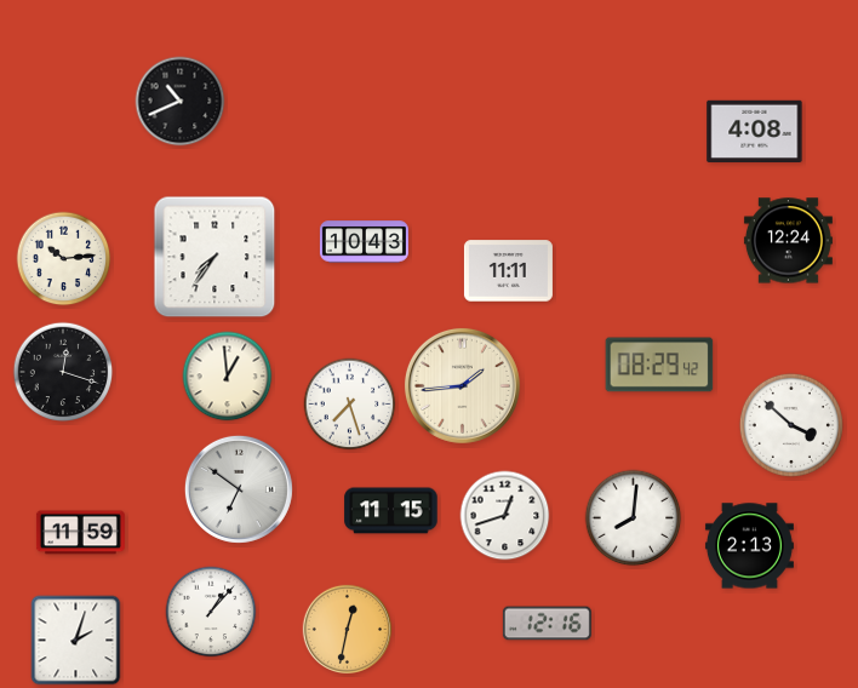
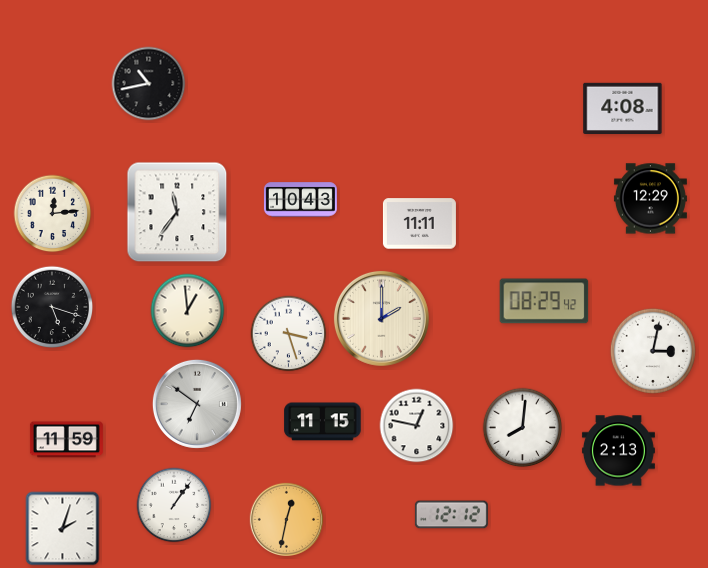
clock at (181, 102): 10:41 -> 10:43
clock at (788, 241): 12:24 -> 12:29
clock at (215, 257): 7:36 -> 11:36
clock at (64, 259): 10:14 -> 12:14
clock at (63, 372): 12:18 -> 5:18
clock at (462, 385): 1:44 -> 2:00
clock at (350, 405): 7:27 -> 3:27
clock at (791, 425): 3:52 -> 3:02
clock at (505, 516): 12:42 -> 12:47
clock at (211, 612): 1:07 -> 1:06
clock at (547, 624): 12:16 -> 12:12
